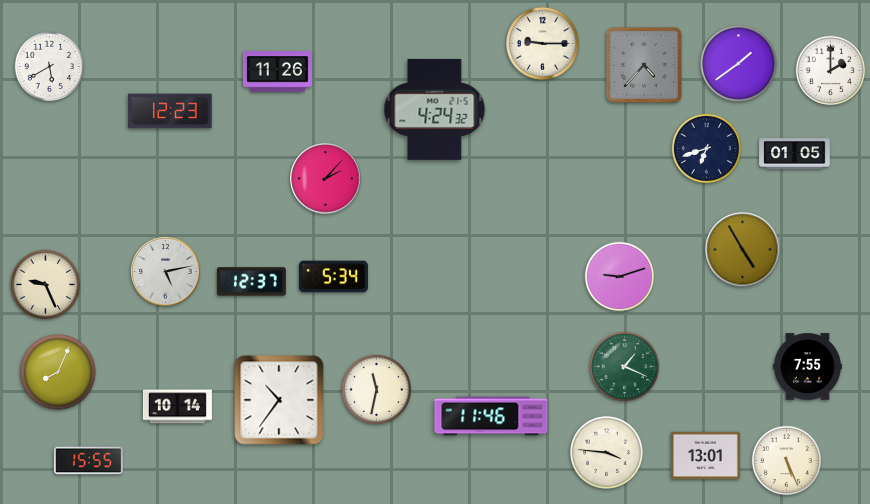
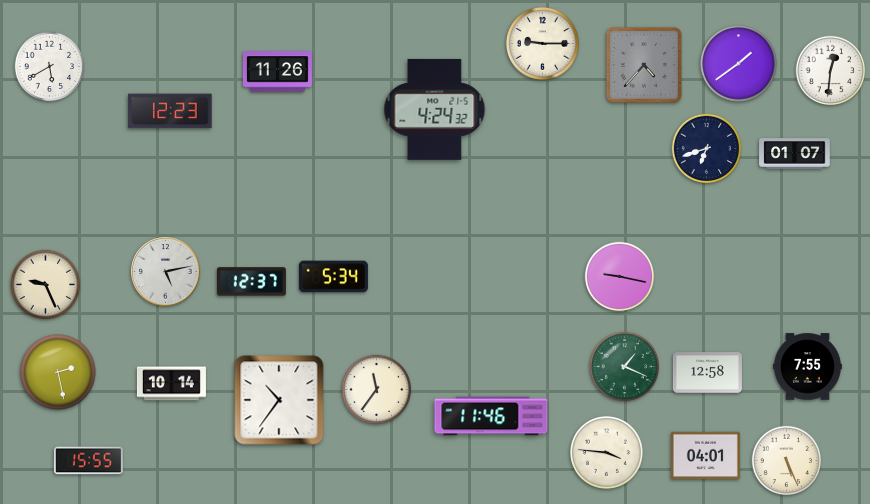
clock at (831, 71): 2:00 -> 12:31
clock at (795, 154): 01:05 -> 01:07
clock at (326, 179): 2:07 -> none
clock at (743, 250): 4:55 -> none
clock at (620, 277): 9:12 -> 9:17
clock at (58, 372): 8:04 -> 2:28
clock at (707, 373): none -> 12:58
clock at (377, 390): 11:32 -> 11:36
clock at (177, 407) position: (177, 407) -> (171, 384)
clock at (705, 456): 13:01 -> 04:01
